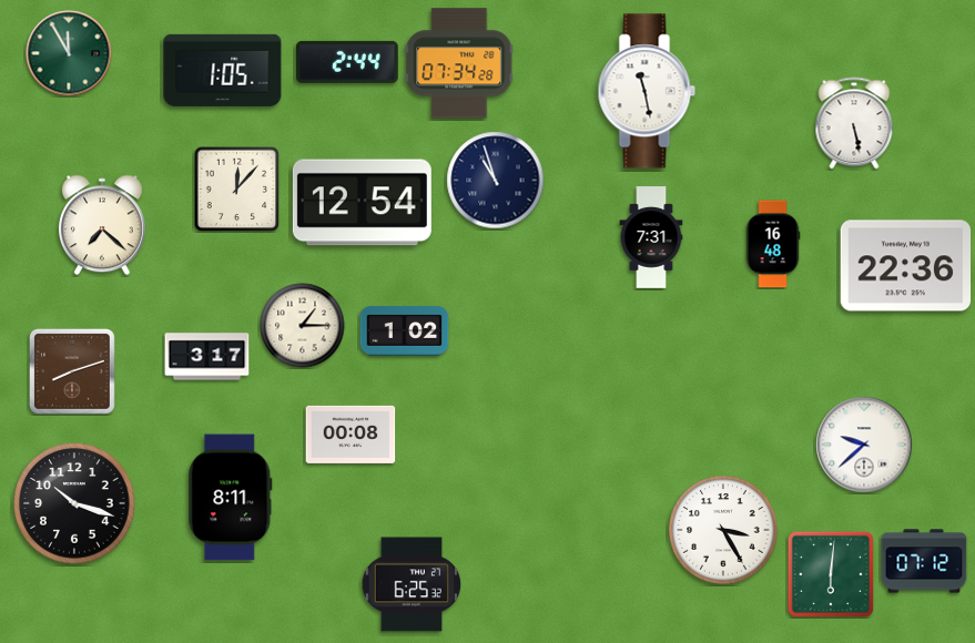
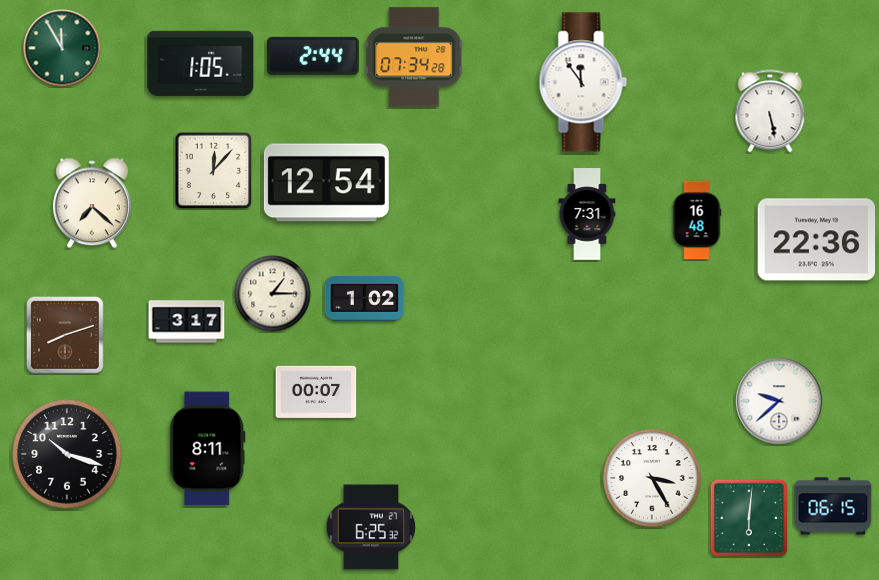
clock at (647, 91): 11:28 -> 11:54
clock at (496, 181): 10:57 -> none
clock at (351, 435): 00:08 -> 00:07
clock at (924, 561): 07:12 -> 06:15
